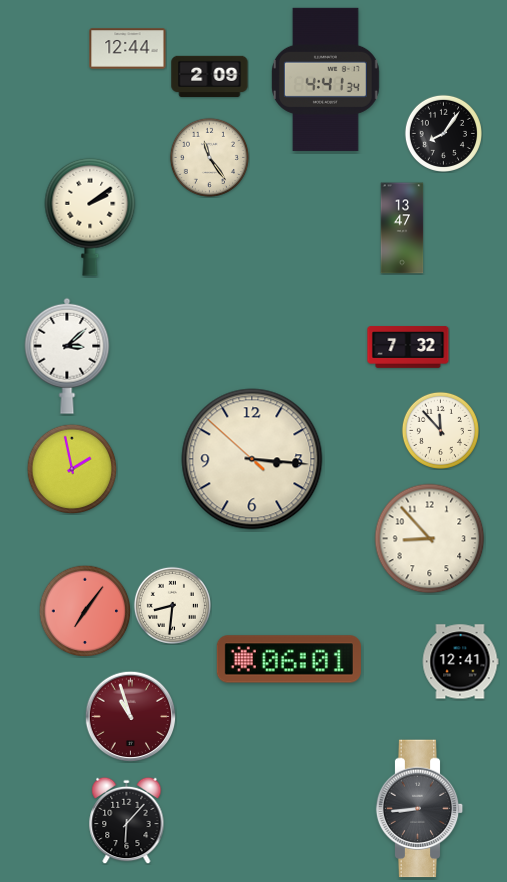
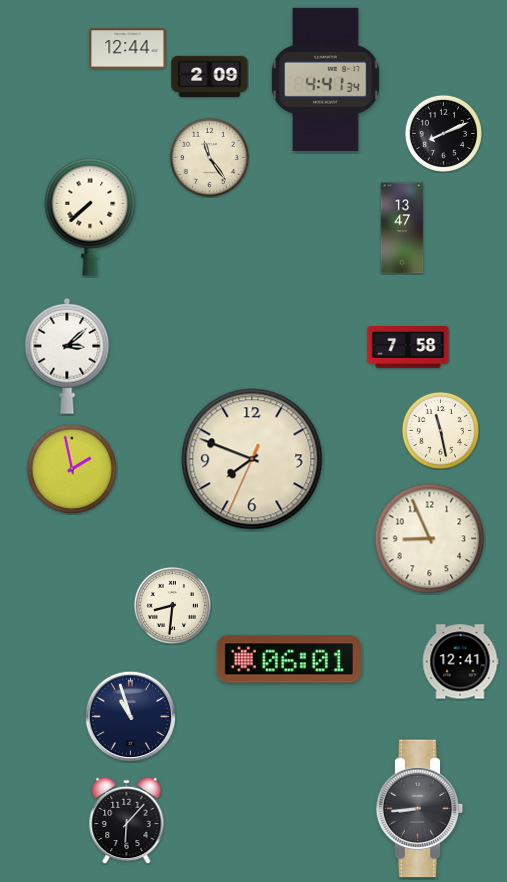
clock at (443, 133): 8:06 -> 8:11
clock at (90, 217): 2:09 -> 7:38
clock at (408, 347): 7:32 -> 7:58
clock at (440, 430): 11:53 -> 11:28
clock at (252, 459): 3:15 -> 7:48
clock at (430, 539): 8:53 -> 8:56
clock at (85, 611): 7:06 -> none
clock at (130, 716) dial: burgundy -> navy
